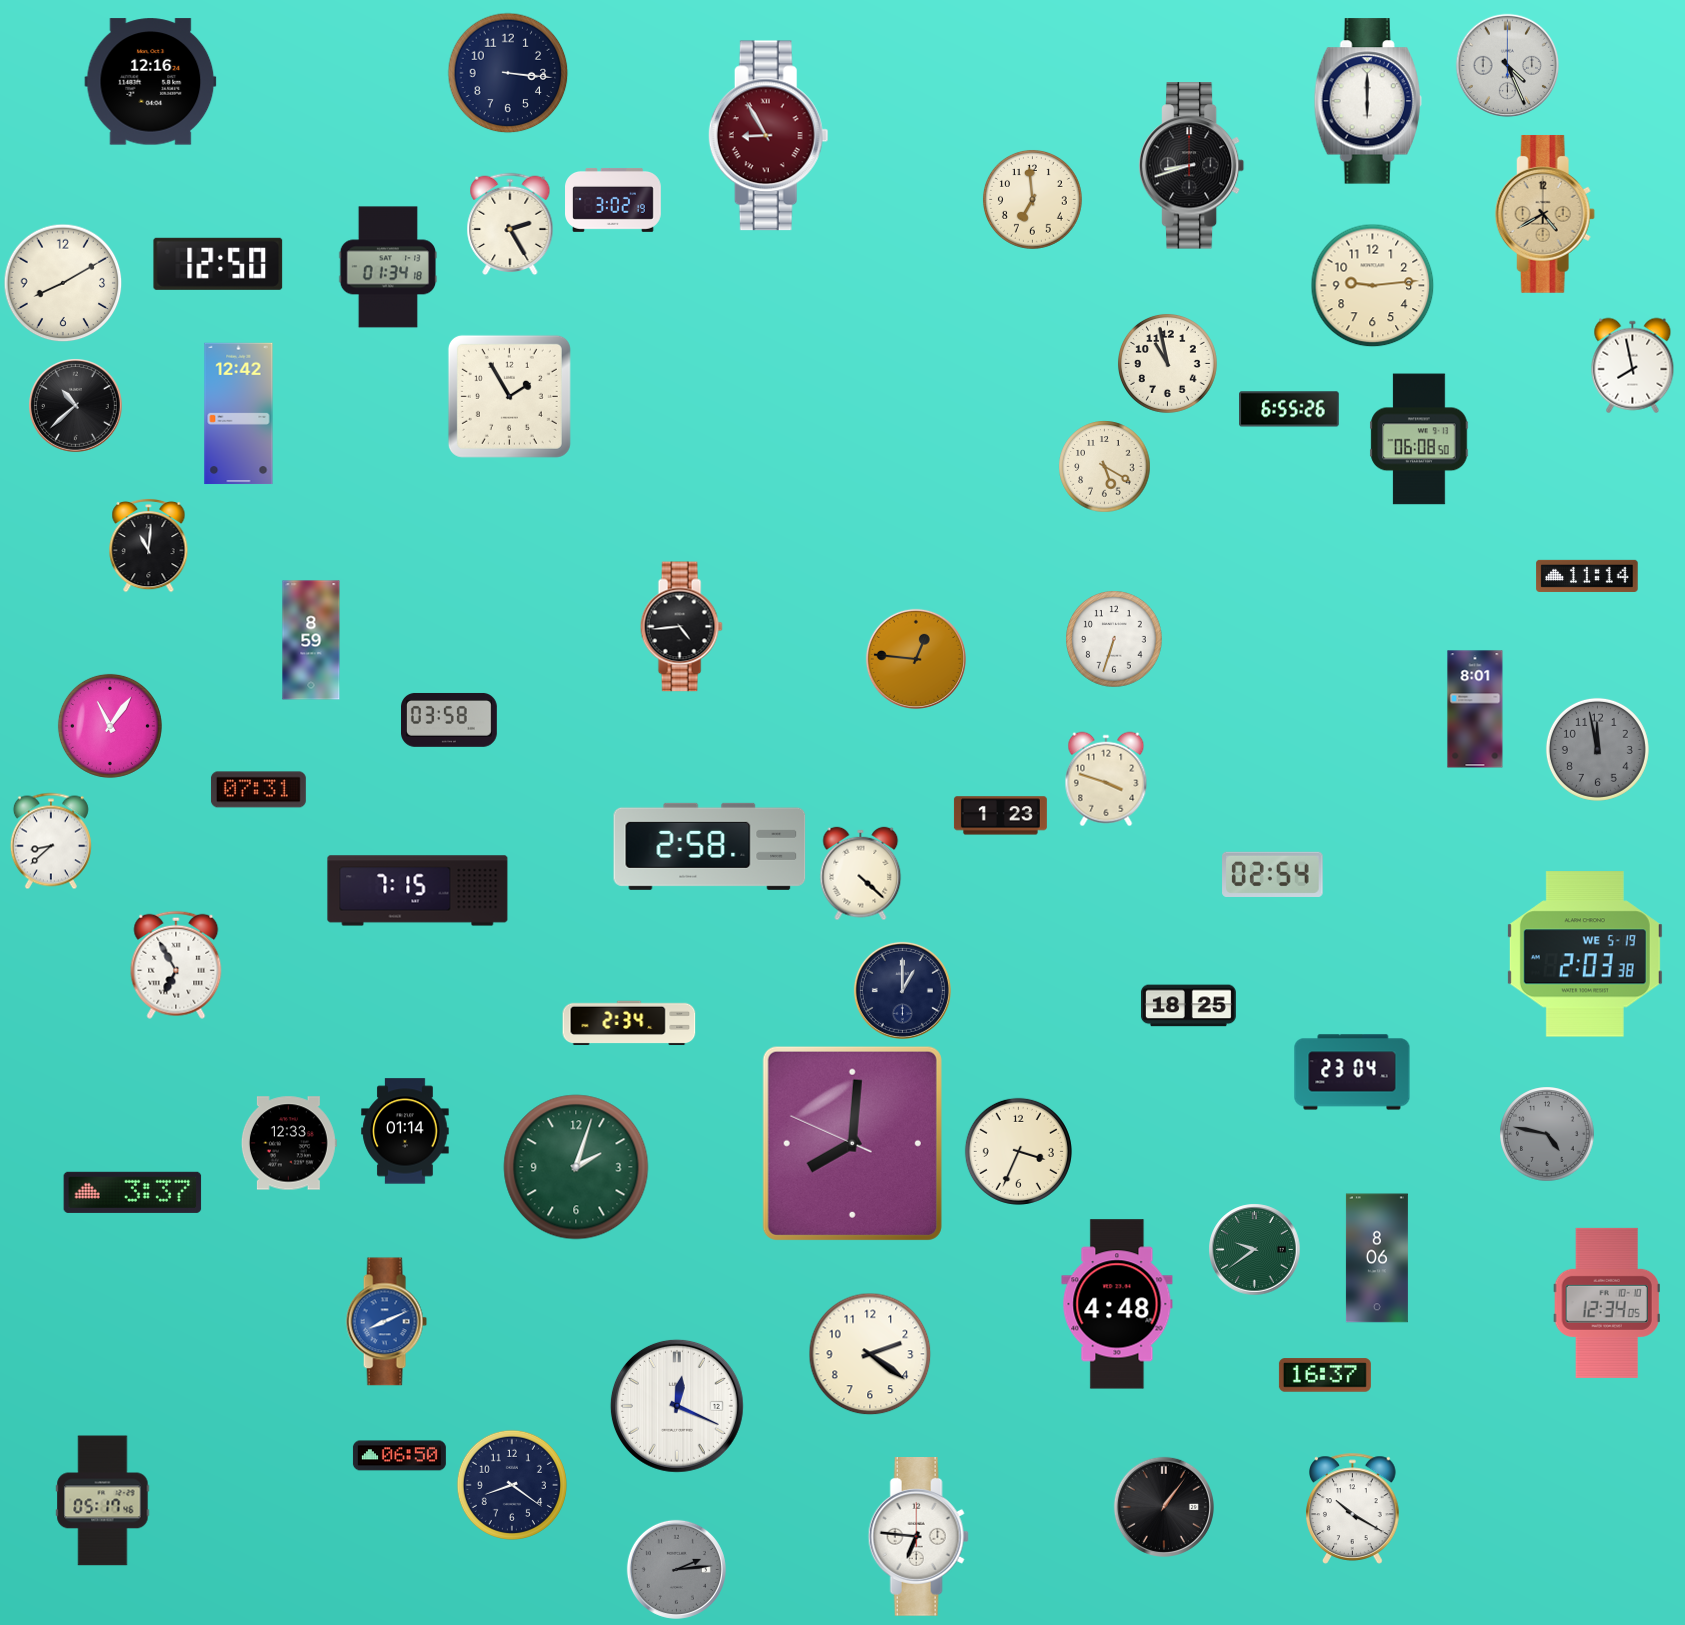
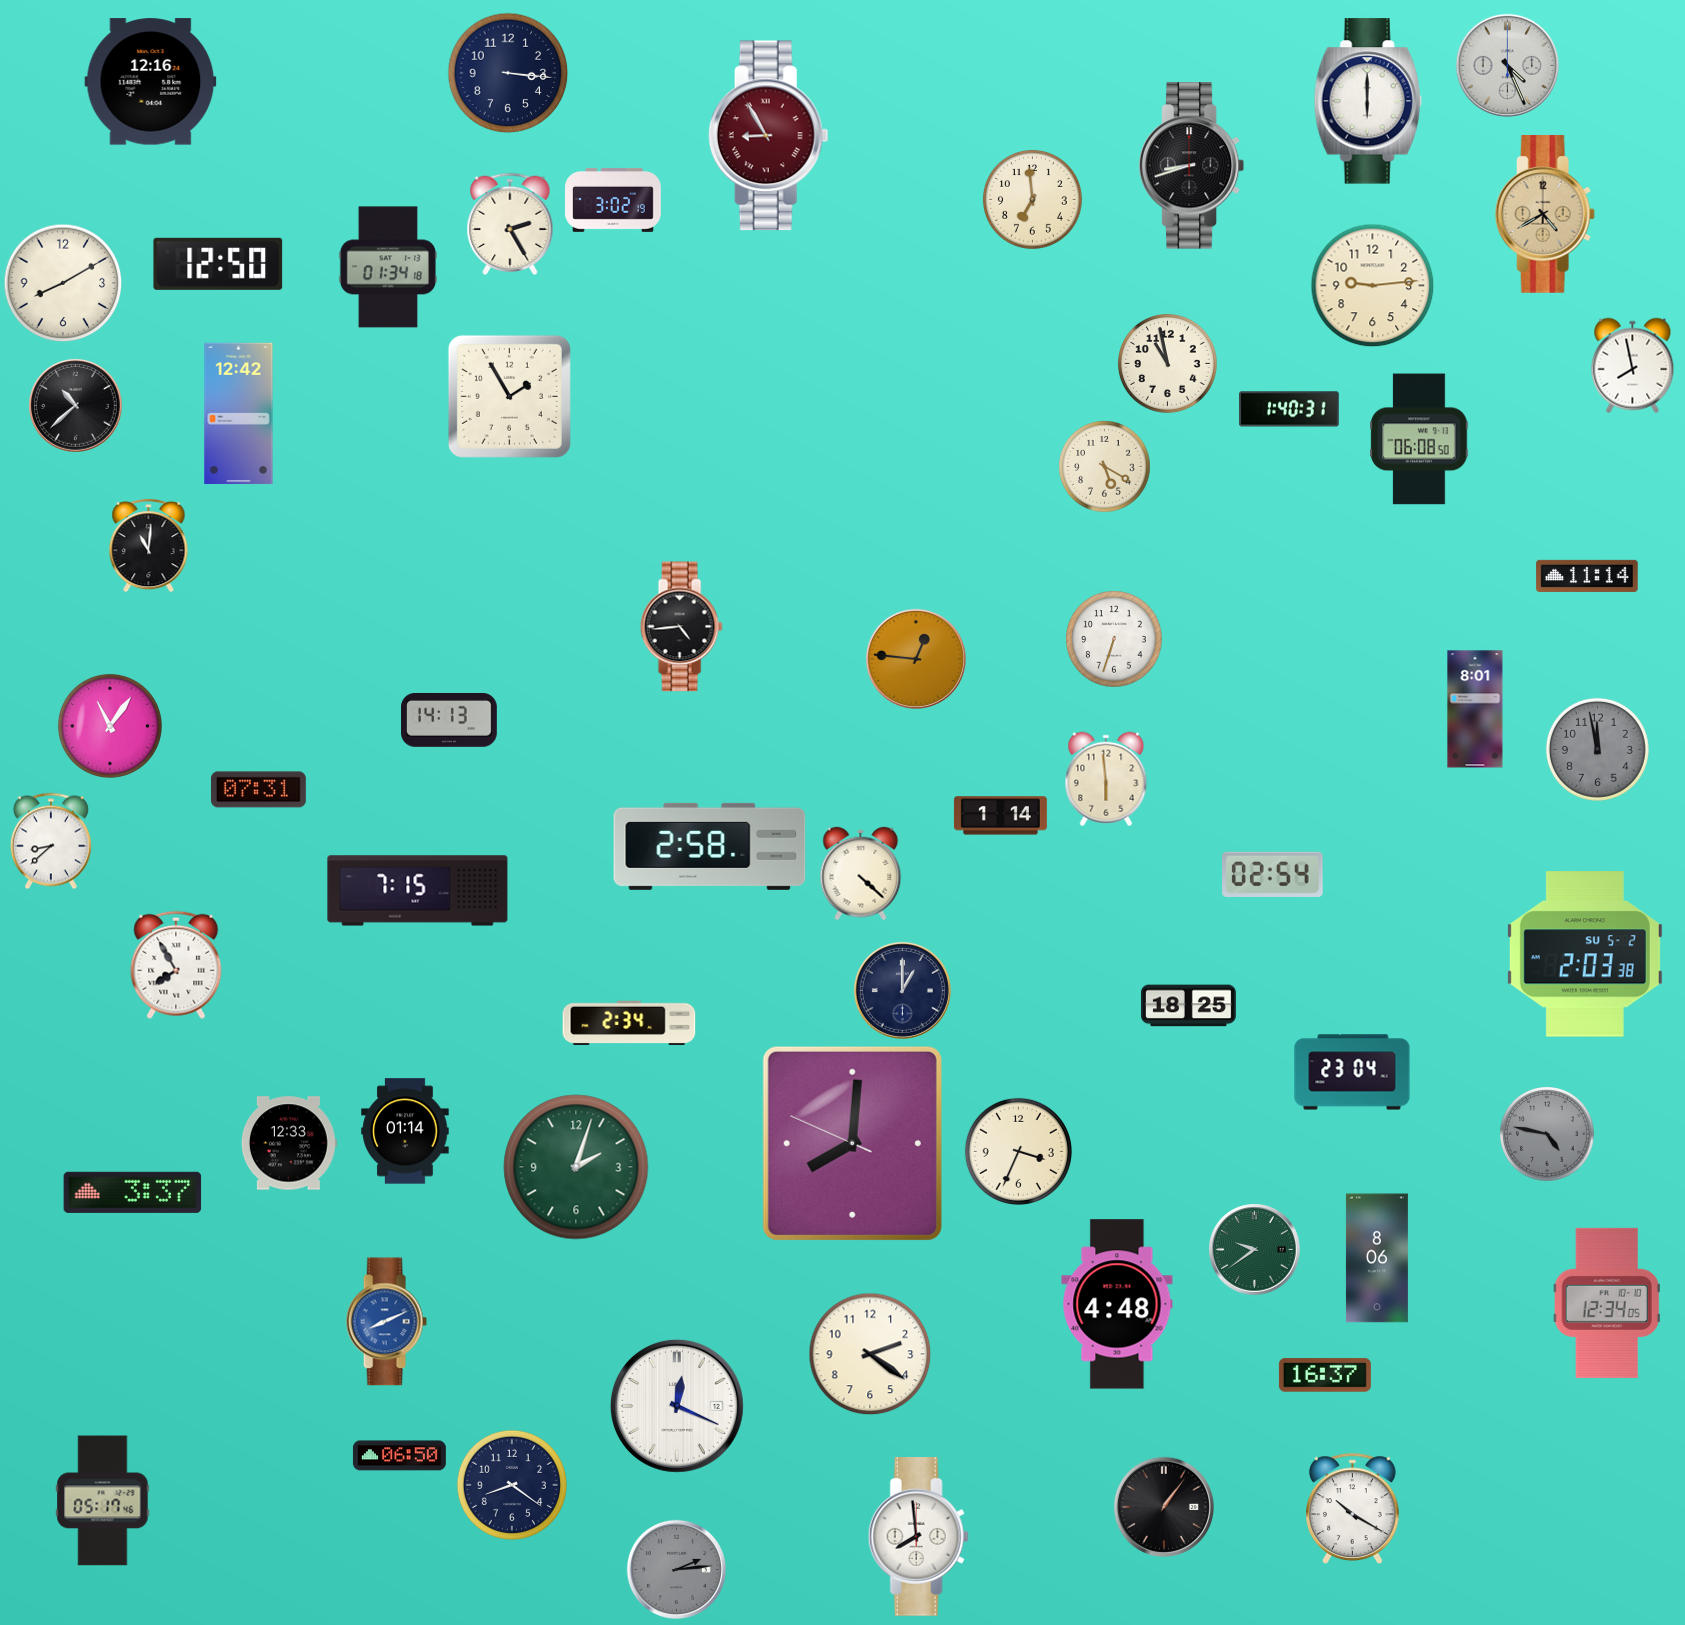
clock at (1289, 409): 6:55 -> 1:40
clock at (311, 640): 8:59 -> none
clock at (450, 720): 03:58 -> 14:13
clock at (1106, 779): 3:48 -> 5:59
clock at (1000, 816): 1:23 -> 1:14
clock at (1585, 954) date: WE 5-19 -> SU 5-2
clock at (176, 965): 6:55 -> 7:55
clock at (918, 1537): 6:46 -> 7:59
